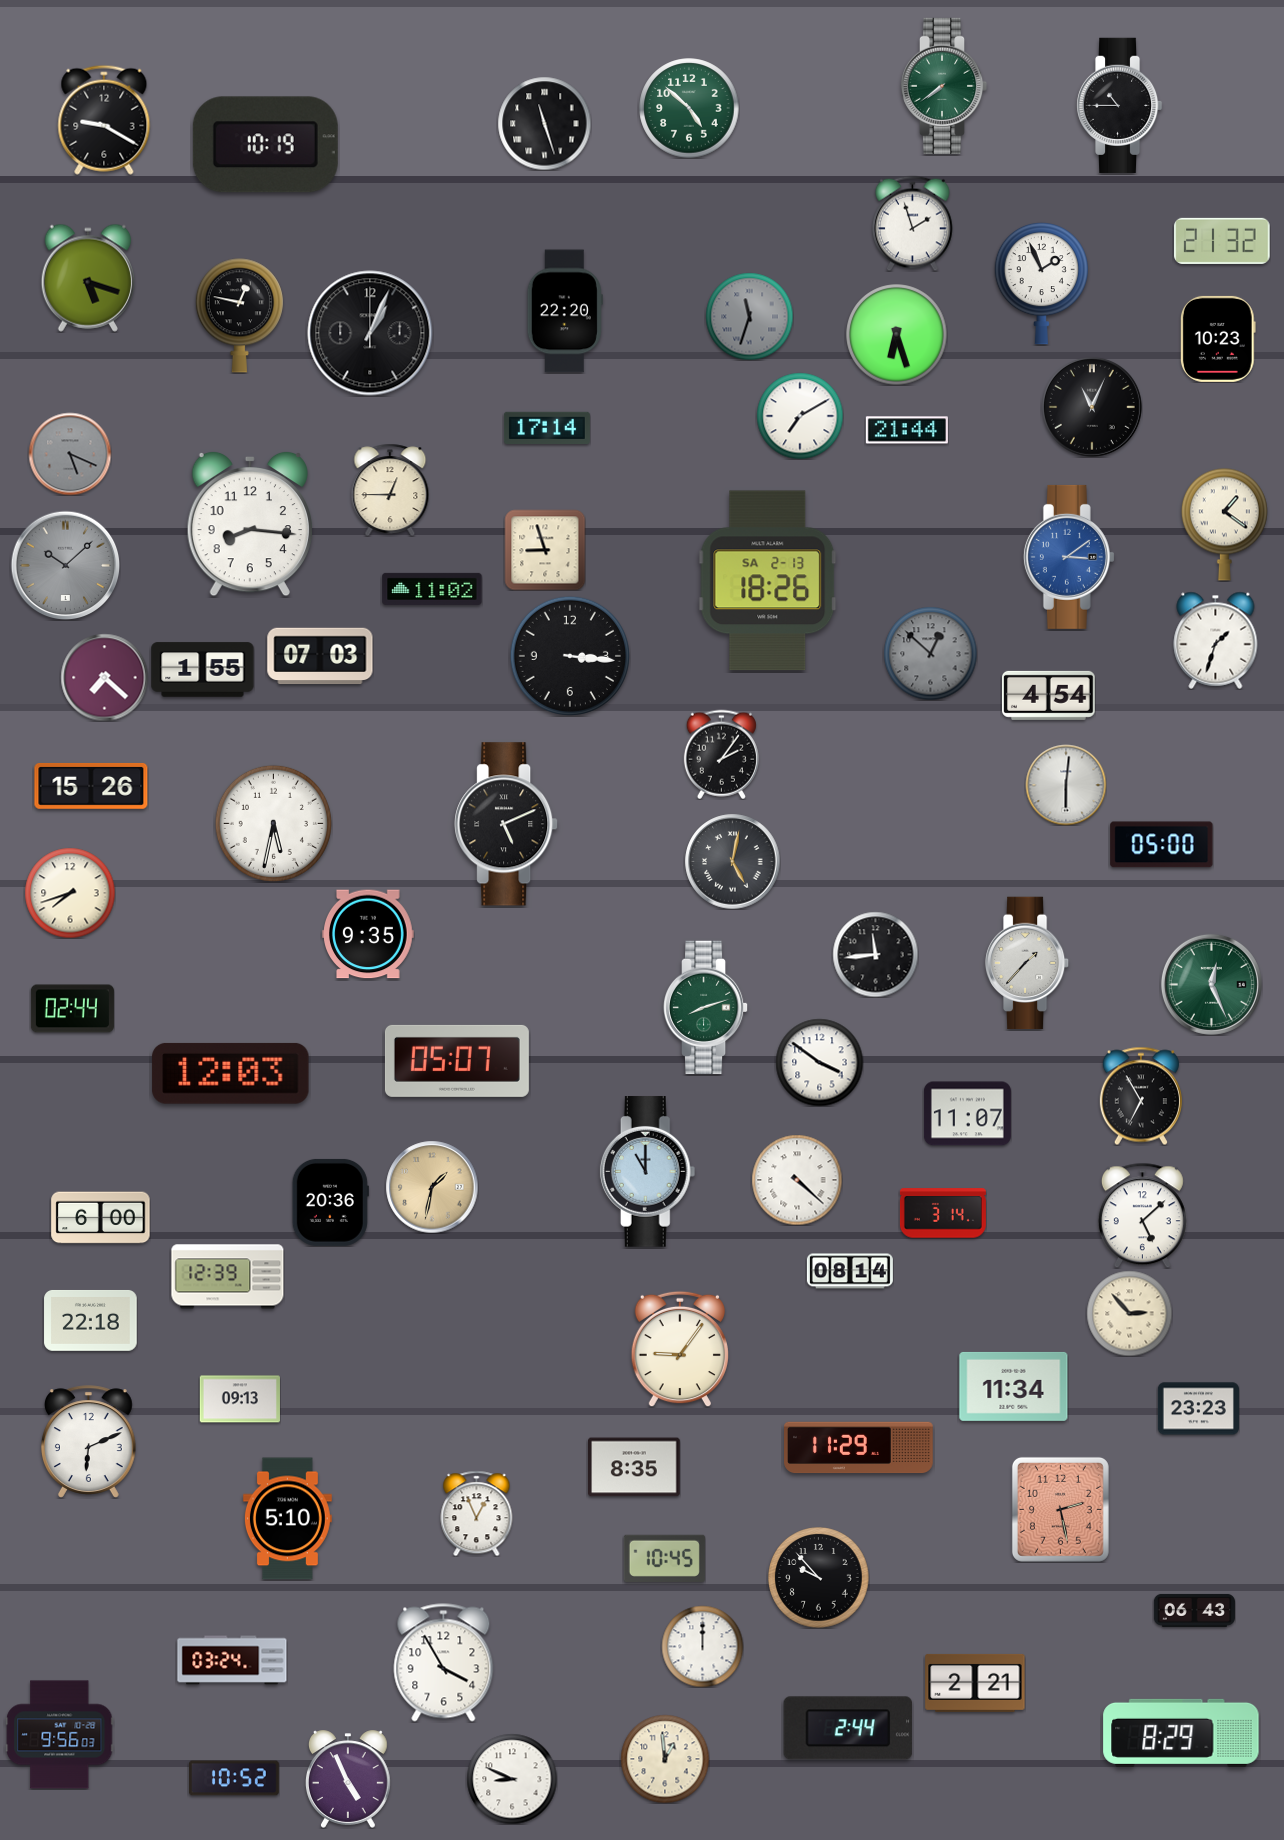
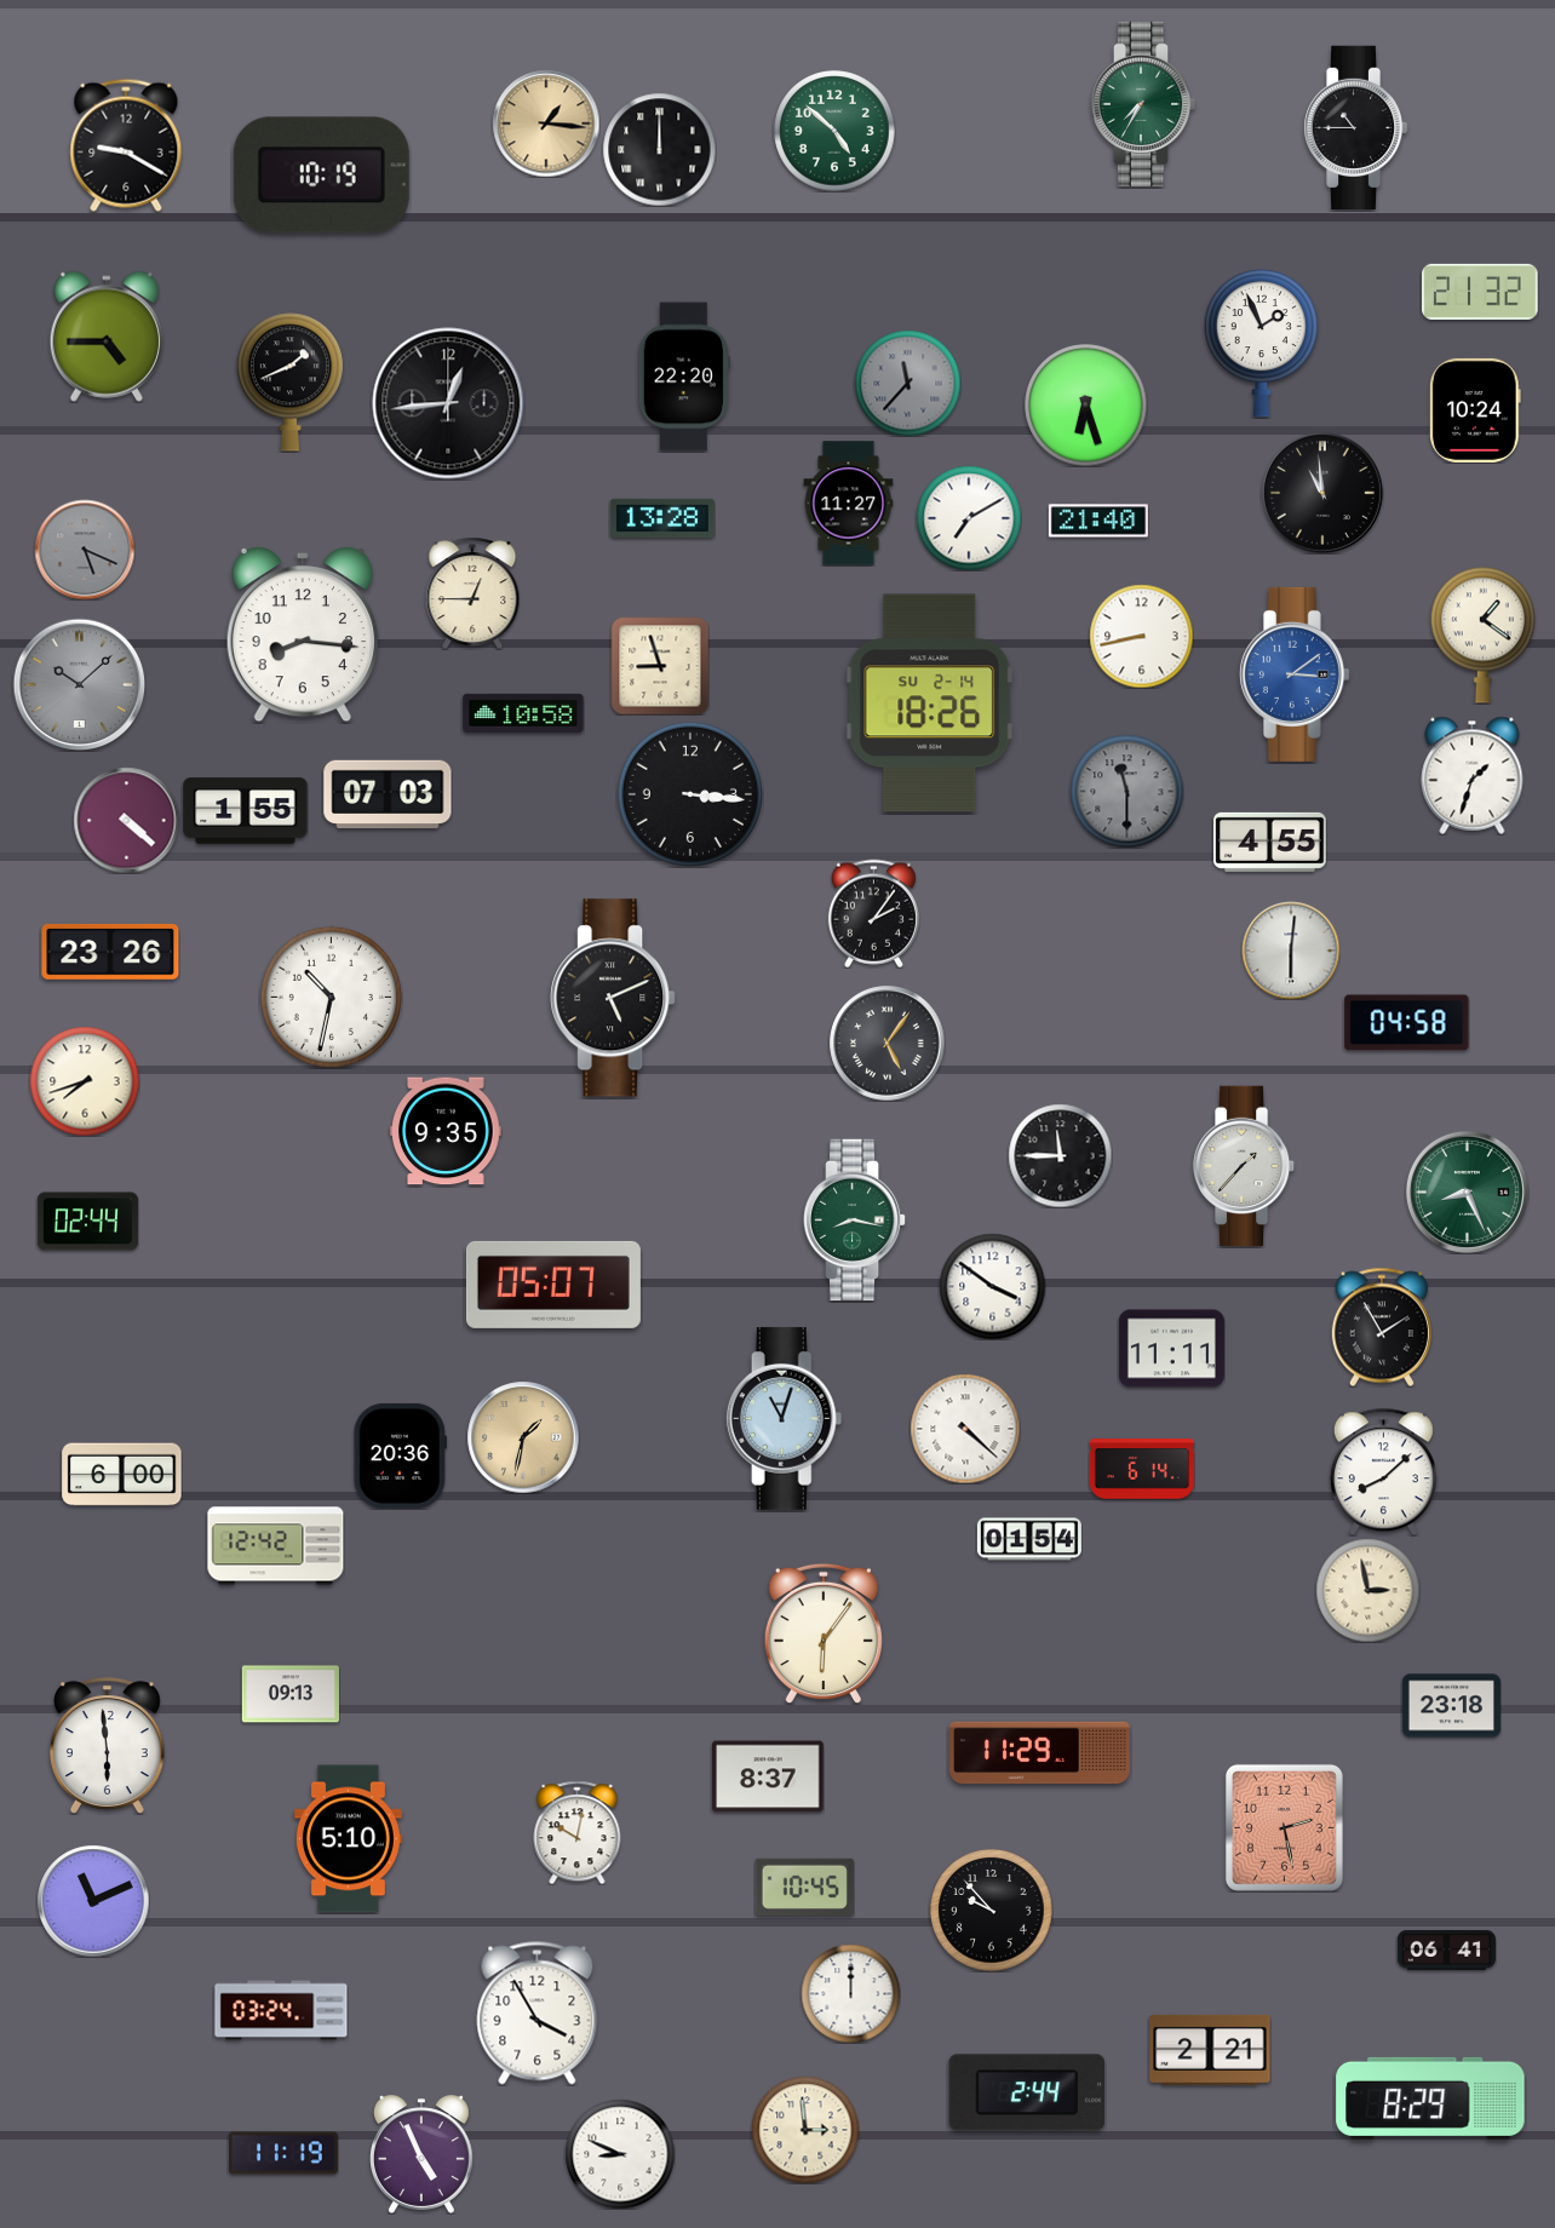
clock at (944, 86): 7:39 -> 7:35
clock at (546, 124): none -> 1:16
clock at (544, 123): 11:27 -> 12:00
clock at (913, 223): 1:57 -> none
clock at (87, 278): 5:18 -> 4:45
clock at (239, 316): 12:47 -> 1:41
clock at (749, 316): 11:33 -> 11:37
clock at (370, 333): 1:04 -> 12:44
clock at (1218, 339): 10:23 -> 10:24
clock at (1092, 407): 11:04 -> 10:59
clock at (849, 504): none -> 11:27
clock at (800, 416) position: (800, 416) -> (969, 518)
clock at (547, 428): 17:14 -> 13:28
clock at (907, 430): 21:44 -> 21:40
clock at (1141, 636): none -> 8:43
clock at (768, 581) date: SA 2-13 -> SU 2-14
clock at (432, 589): 11:02 -> 10:58
clock at (930, 653): 12:52 -> 11:30
clock at (104, 677): 7:22 -> 4:22
clock at (1049, 695): 4:54 -> 4:55
clock at (91, 786): 15:26 -> 23:26
clock at (273, 823): 5:32 -> 10:32
clock at (1162, 845): 05:00 -> 04:58
clock at (733, 862): 5:02 -> 5:06
clock at (875, 954): 11:44 -> 11:45
clock at (1211, 984): 12:26 -> 8:26
clock at (706, 1007): 8:12 -> 8:17
clock at (231, 1073): 12:03 -> none
clock at (1141, 1096): 6:55 -> 1:55
clock at (967, 1114): 11:07 -> 11:11
clock at (648, 1172): 11:00 -> 11:03
clock at (943, 1213): 3:14 -> 6:14
clock at (1142, 1215): 5:08 -> 8:08
clock at (850, 1271): 08:14 -> 01:54
clock at (228, 1277): 12:39 -> 12:42
clock at (1129, 1313): 2:53 -> 2:58
clock at (91, 1320): 22:18 -> none
clock at (680, 1349): 9:06 -> 6:06
clock at (1014, 1386): 11:34 -> none
clock at (1198, 1409): 23:23 -> 23:18
clock at (88, 1442): 6:11 -> 5:59
clock at (635, 1467): 8:35 -> 8:37
clock at (477, 1513): 12:56 -> 10:02
clock at (93, 1901): none -> 11:11
clock at (1194, 1610): 06:43 -> 06:41
clock at (975, 1683) position: (975, 1683) -> (1210, 2050)
clock at (60, 1735): 9:56 -> none
clock at (665, 1759): 12:59 -> 2:59
clock at (235, 1778): 10:52 -> 11:19
